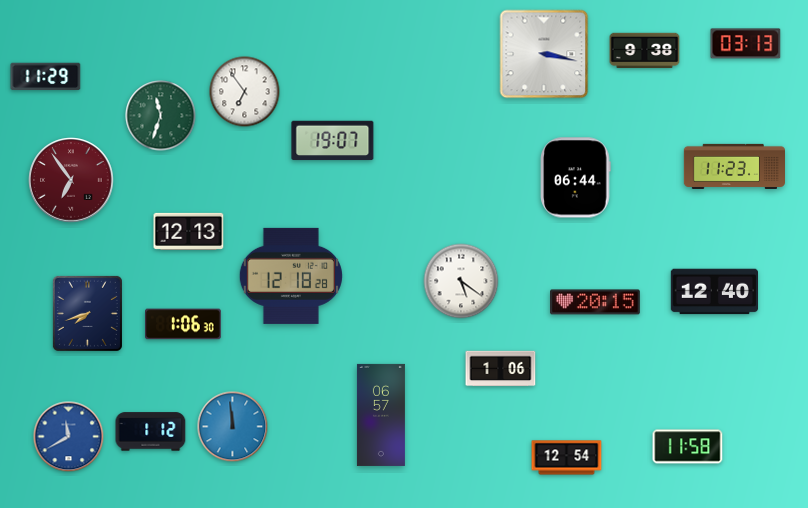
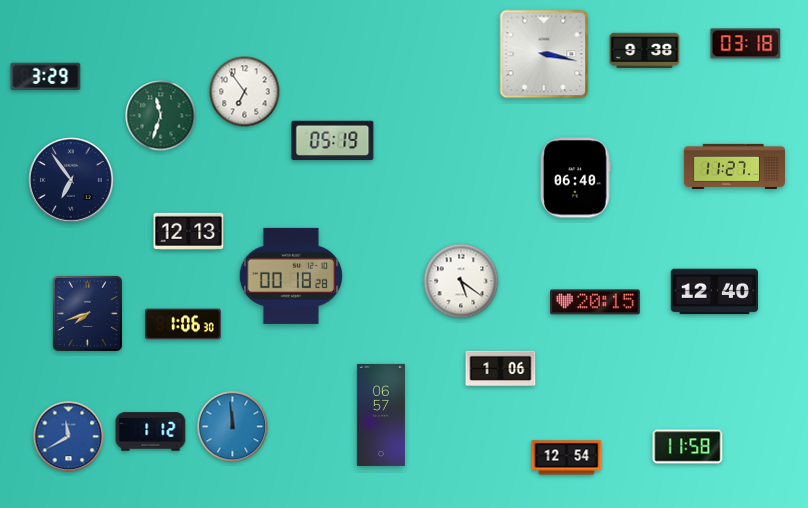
clock at (746, 44): 03:13 -> 03:18
clock at (46, 77): 11:29 -> 3:29
clock at (333, 141): 19:07 -> 05:19
clock at (734, 166): 11:23 -> 11:27
clock at (576, 178): 06:44 -> 06:40
clock at (71, 180) dial: burgundy -> navy
clock at (291, 276): 12:18 -> 00:18
